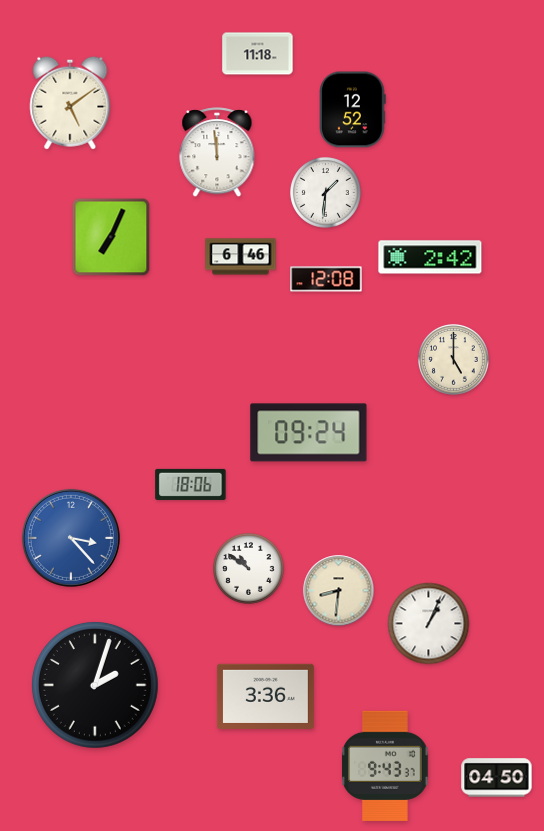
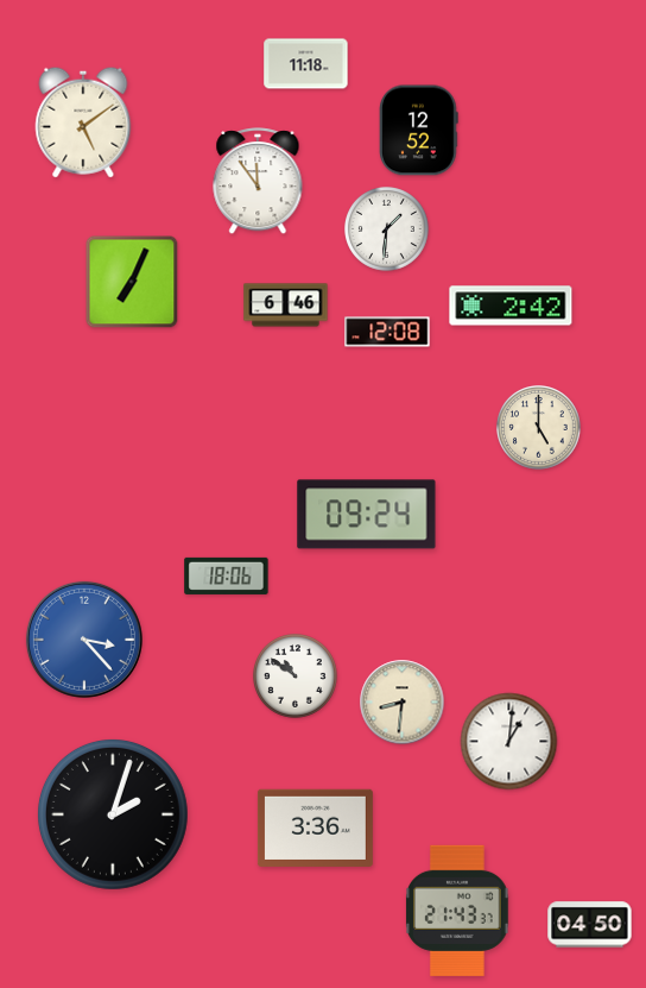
clock at (217, 153): 11:59 -> 11:54
clock at (429, 624): 1:04 -> 1:01
clock at (385, 766): 9:43 -> 21:43
